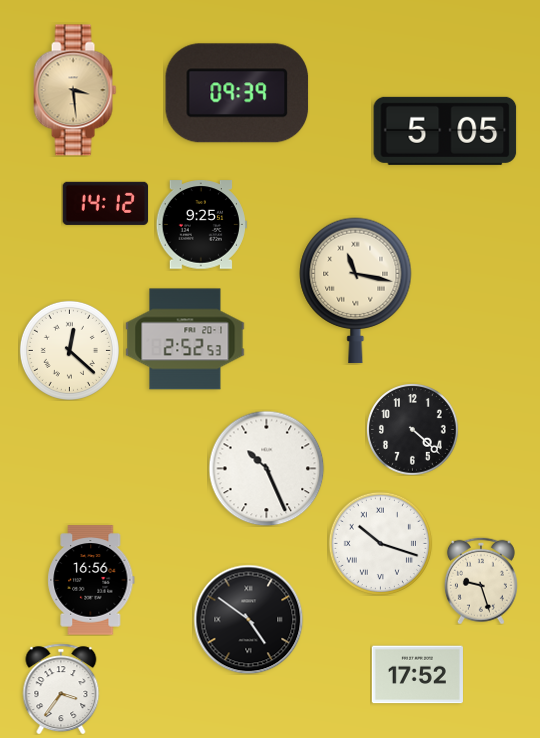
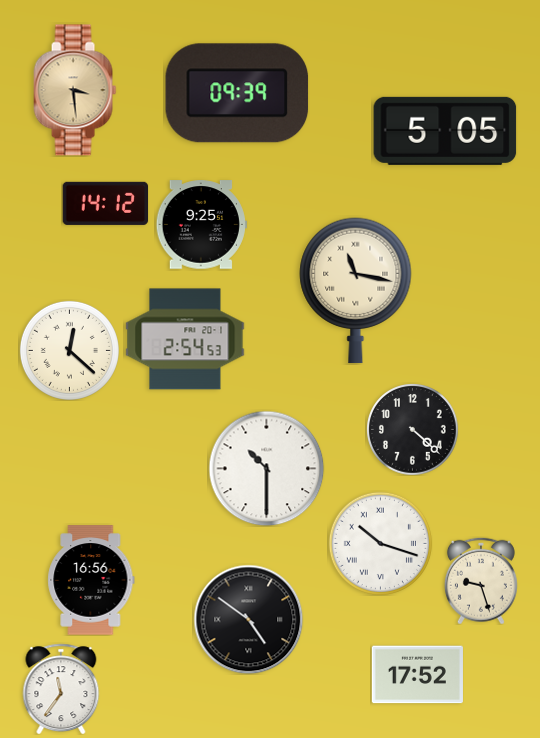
clock at (185, 339): 2:52 -> 2:54
clock at (266, 468): 10:26 -> 10:30
clock at (61, 689): 3:36 -> 11:36
